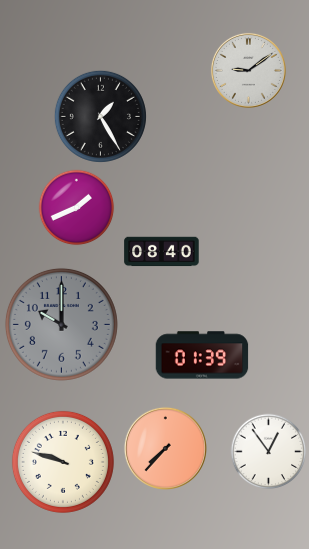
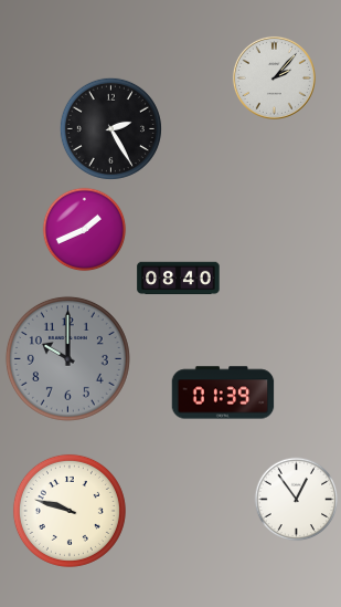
clock at (248, 70): 9:09 -> 2:07
clock at (100, 116): 1:25 -> 2:25
clock at (165, 448): 7:37 -> none
